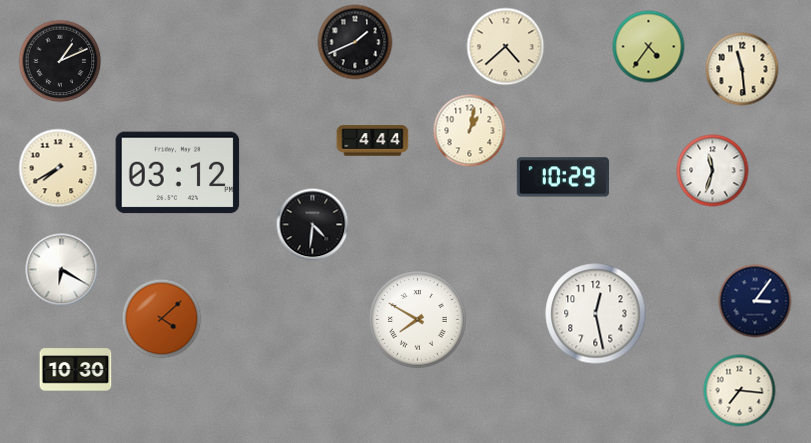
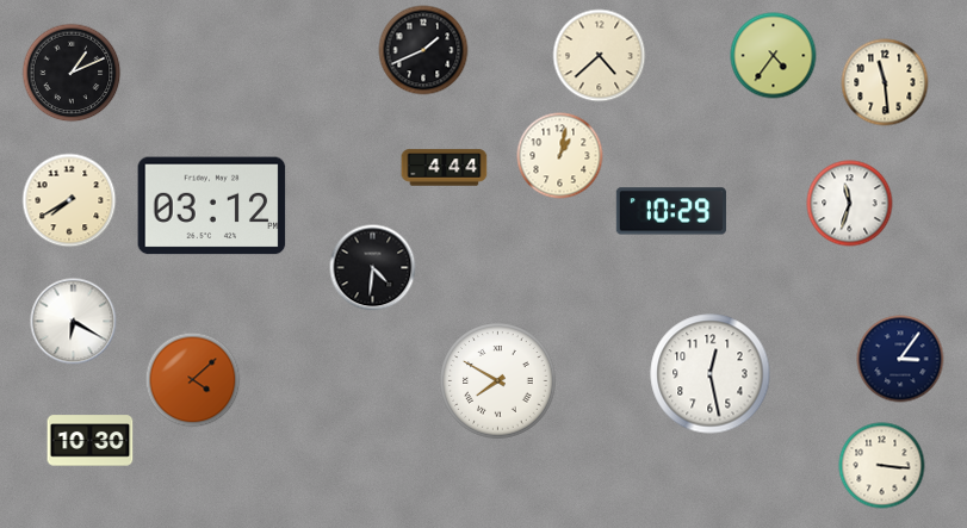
clock at (506, 47) position: (506, 47) -> (600, 56)
clock at (740, 391): 7:16 -> 3:16
